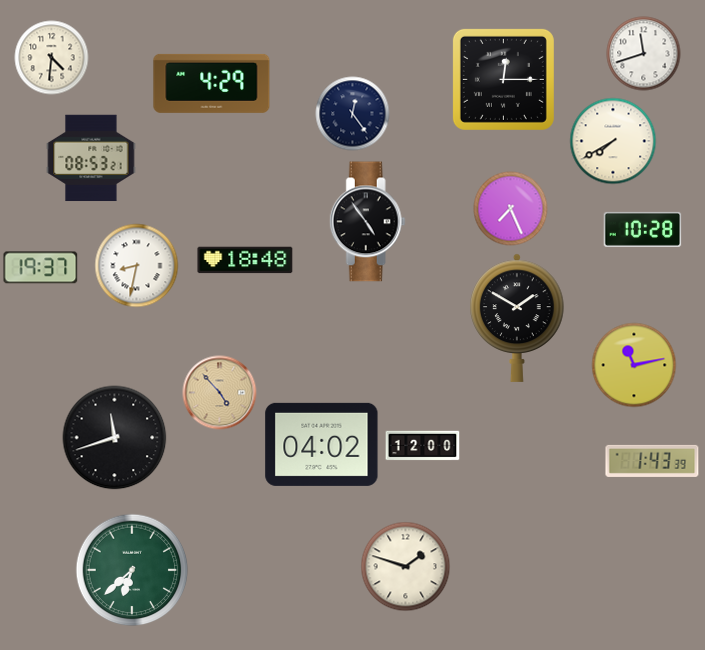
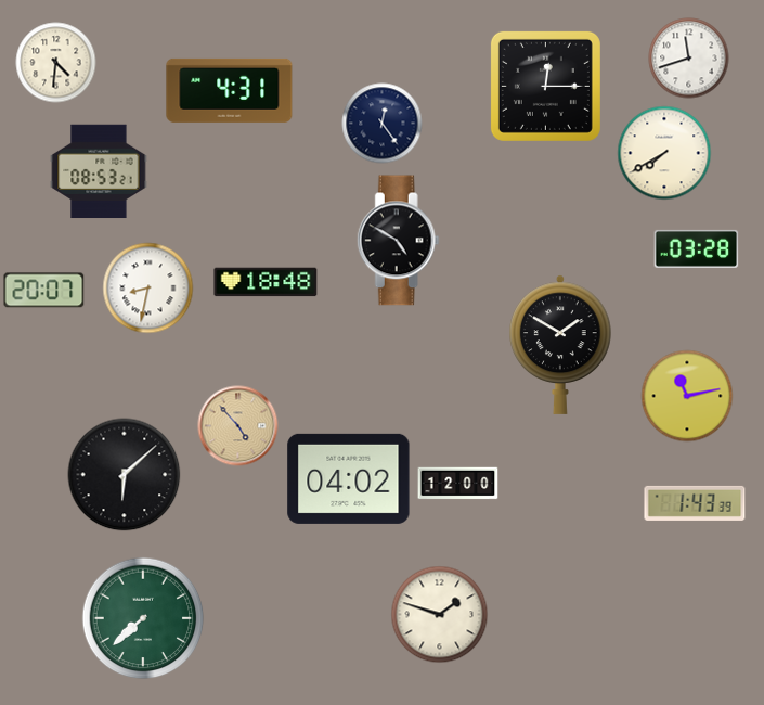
clock at (644, 54) position: (644, 54) -> (689, 59)
clock at (212, 83): 4:29 -> 4:31
clock at (511, 209): 7:26 -> none
clock at (367, 222): 4:54 -> 4:50
clock at (643, 229): 10:28 -> 03:28
clock at (41, 268): 19:37 -> 20:07
clock at (115, 438): 11:42 -> 6:08
clock at (322, 444) position: (322, 444) -> (349, 478)
clock at (652, 461) position: (652, 461) -> (695, 503)
clock at (132, 570): 6:38 -> 7:38
